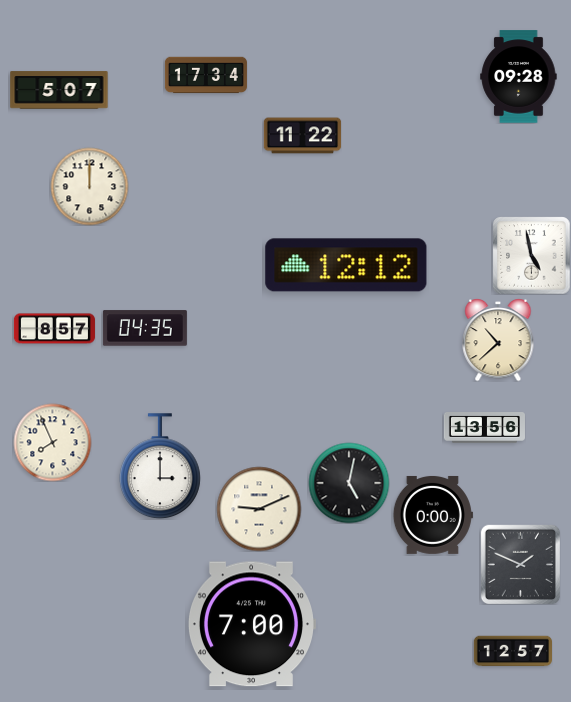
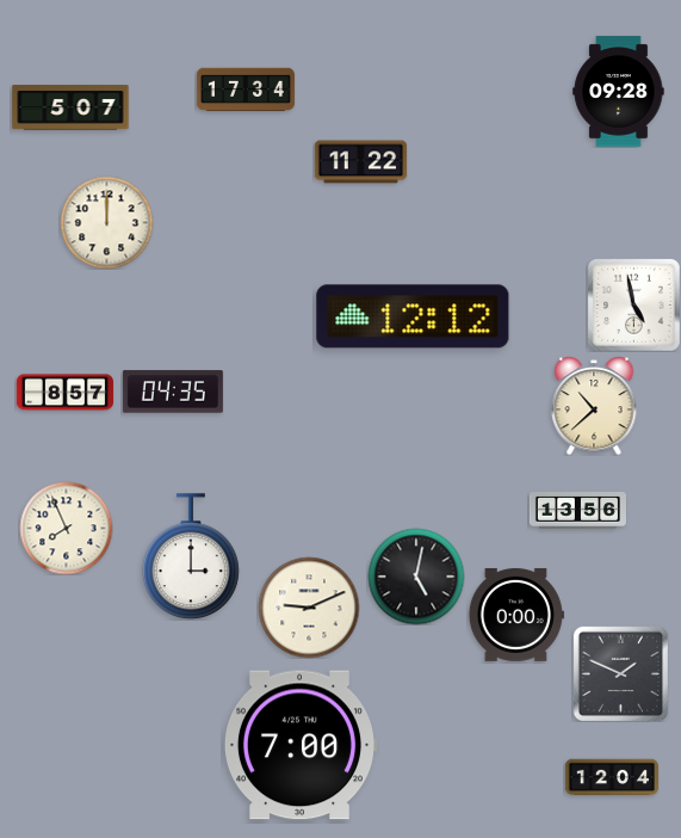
clock at (52, 442) position: (52, 442) -> (66, 528)
clock at (512, 651): 12:57 -> 12:04
